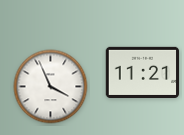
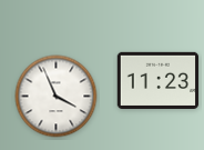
clock at (143, 72): 11:21 -> 11:23
